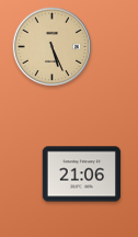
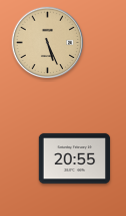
clock at (82, 174): 21:06 -> 20:55
